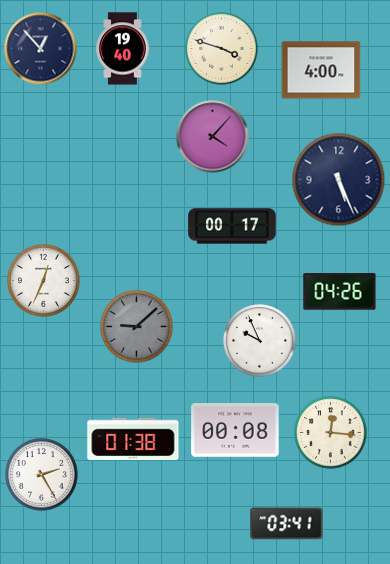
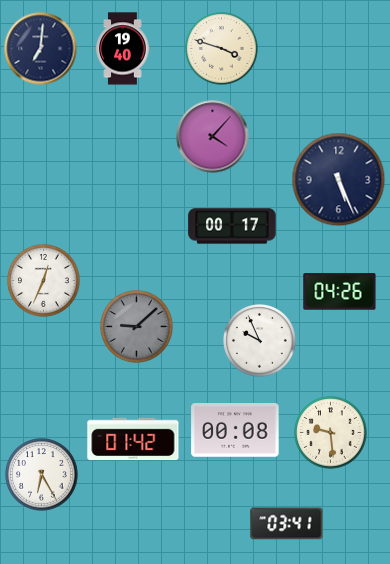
clock at (41, 49): 12:53 -> 7:01
clock at (321, 70): 4:00 -> none
clock at (331, 433): 12:16 -> 9:29
clock at (133, 439): 01:38 -> 01:42
clock at (42, 475): 2:25 -> 6:25
